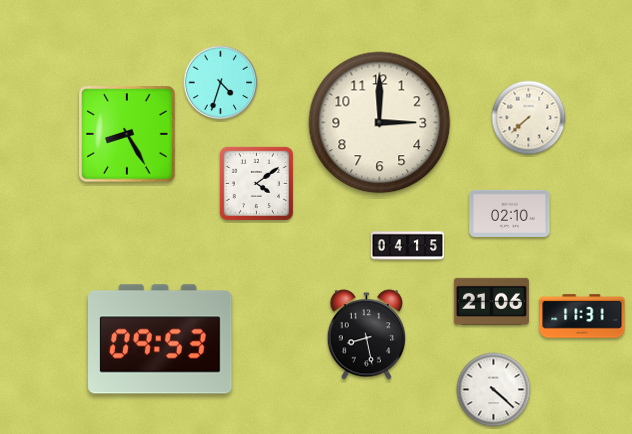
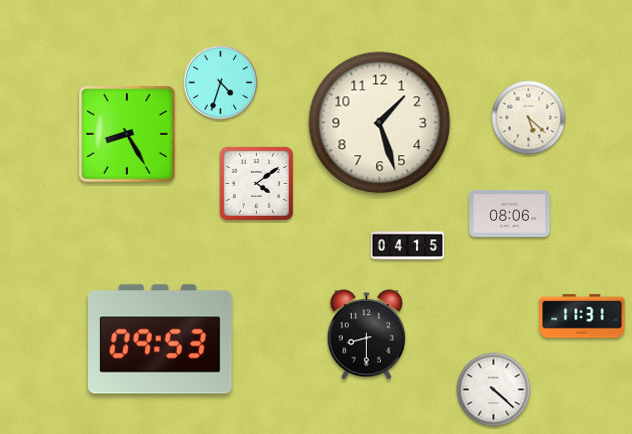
clock at (529, 118): 7:38 -> 5:22
clock at (380, 123): 3:00 -> 1:27
clock at (510, 213): 02:10 -> 08:06
clock at (491, 301): 21:06 -> none
clock at (367, 335): 8:28 -> 8:30
